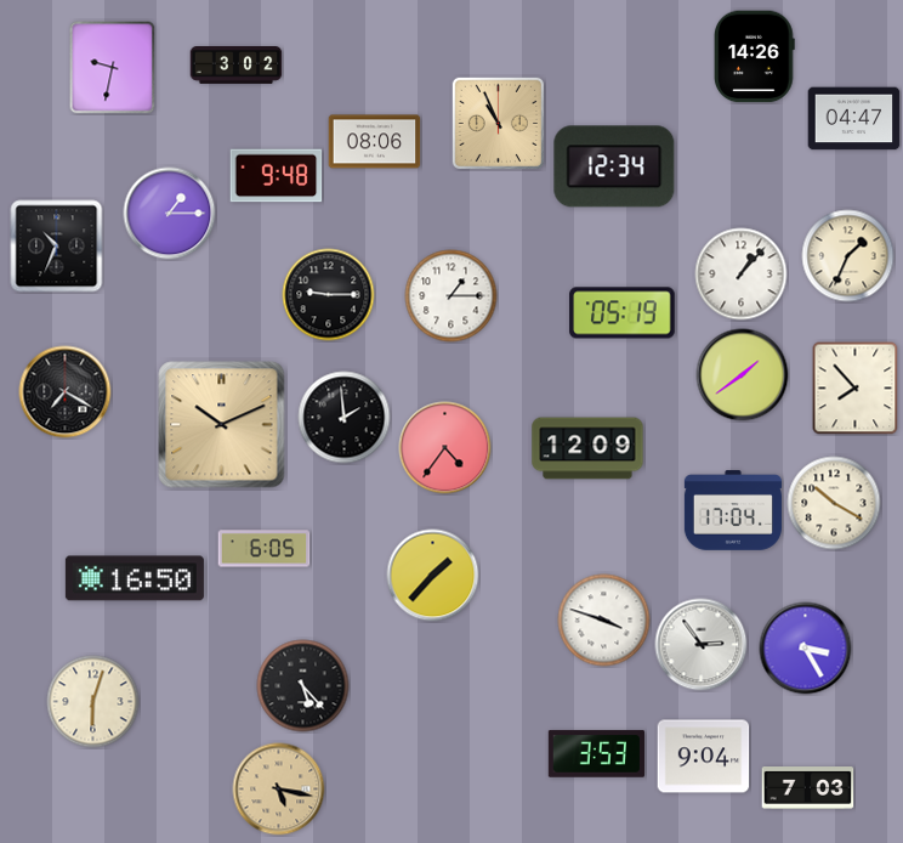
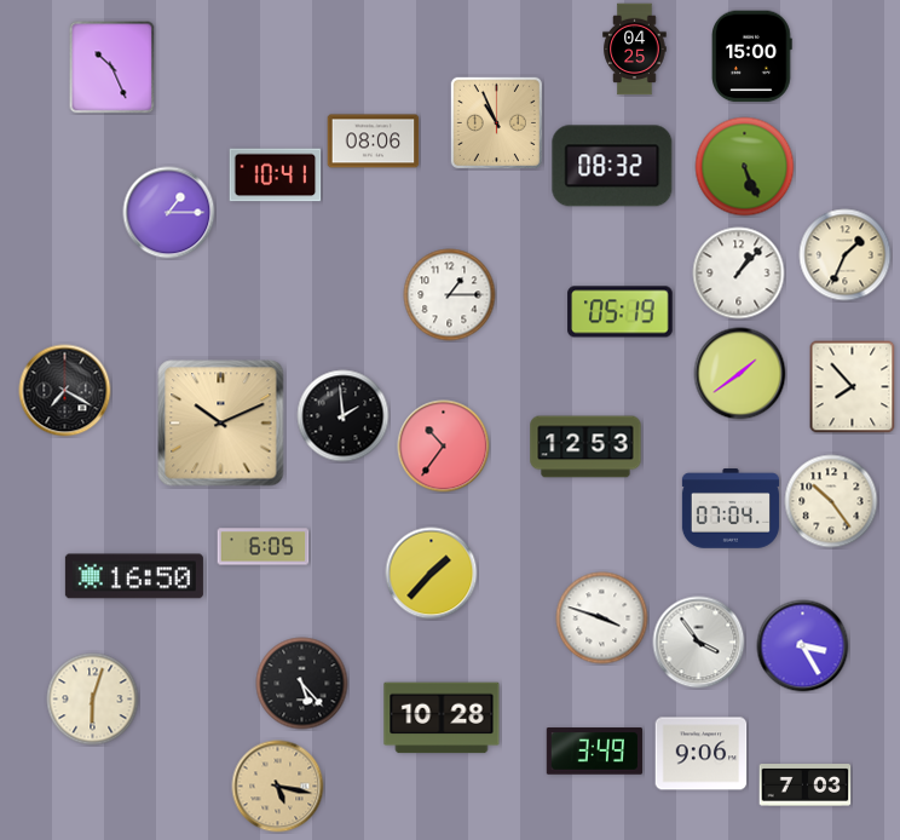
clock at (635, 50): none -> 04:25
clock at (755, 57): 14:26 -> 15:00
clock at (237, 66): 3:02 -> none
clock at (113, 68): 9:32 -> 10:26
clock at (854, 119): 04:47 -> none
clock at (614, 166): 12:34 -> 08:32
clock at (745, 167): none -> 5:26
clock at (277, 176): 9:48 -> 10:41
clock at (57, 247): 10:34 -> none
clock at (329, 295): 9:15 -> none
clock at (445, 448): 4:36 -> 10:36
clock at (587, 448): 12:09 -> 12:53
clock at (834, 503): 10:20 -> 10:24
clock at (733, 510): 17:04 -> 07:04
clock at (702, 645): 2:54 -> 3:54
clock at (442, 718): none -> 10:28
clock at (596, 754): 3:53 -> 3:49
clock at (704, 757): 9:04 -> 9:06
